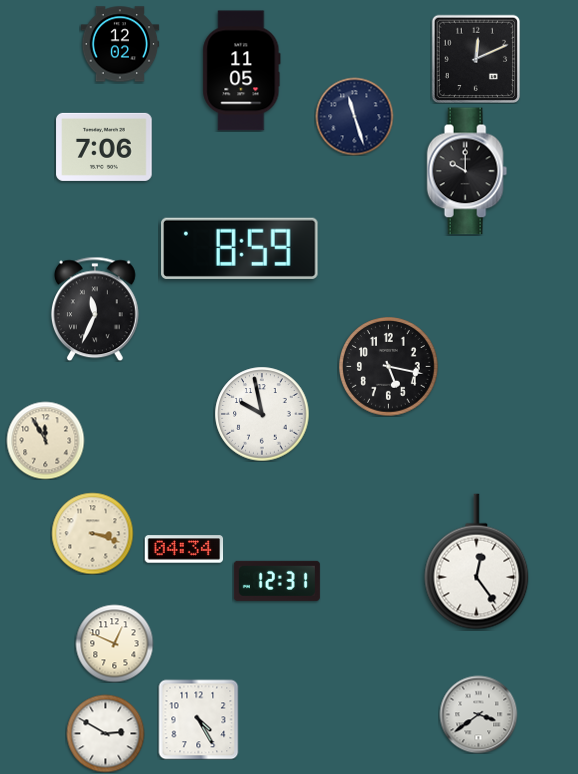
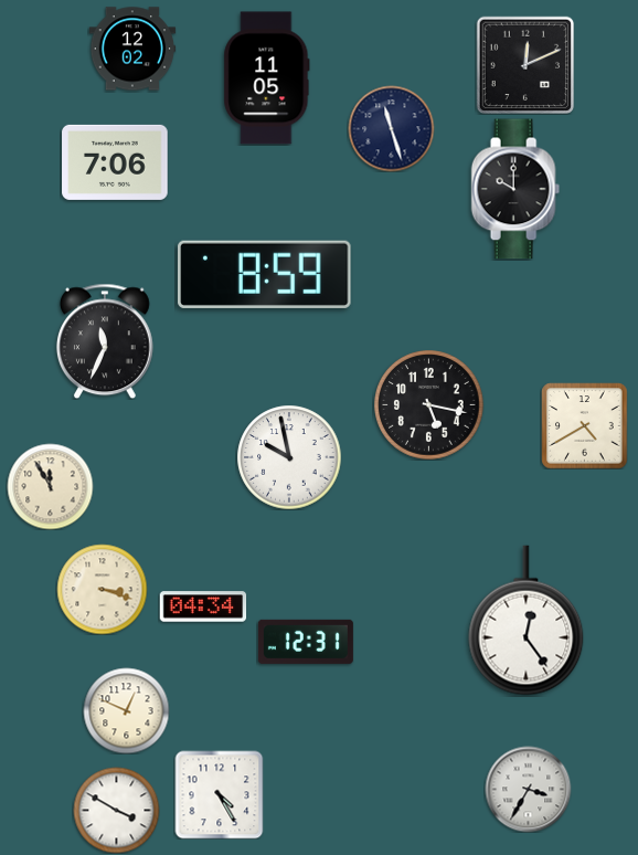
clock at (584, 425): none -> 4:40
clock at (478, 714): 3:39 -> 3:35
clock at (105, 733): 2:50 -> 3:50
